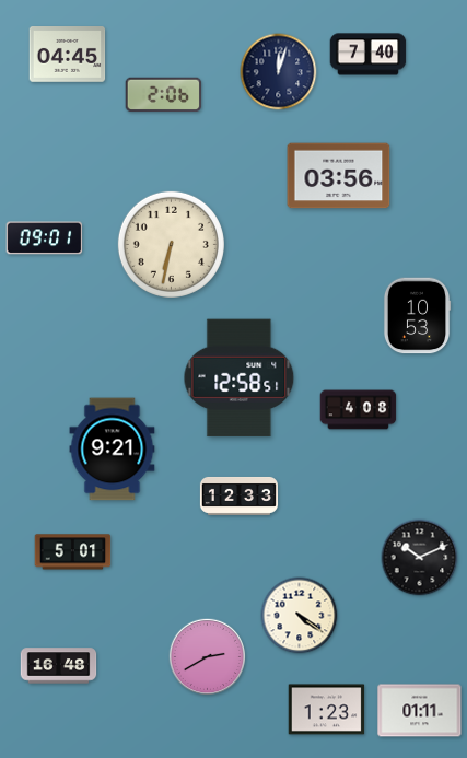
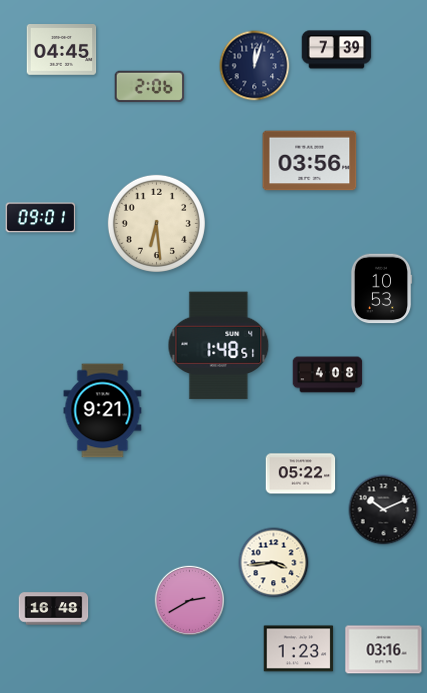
clock at (369, 55): 7:40 -> 7:39
clock at (171, 244): 6:32 -> 6:29
clock at (240, 378): 12:58 -> 1:48
clock at (238, 495): 12:33 -> none
clock at (301, 474): none -> 05:22
clock at (73, 552): 5:01 -> none
clock at (300, 616): 4:21 -> 3:44
clock at (420, 711): 01:11 -> 03:16
